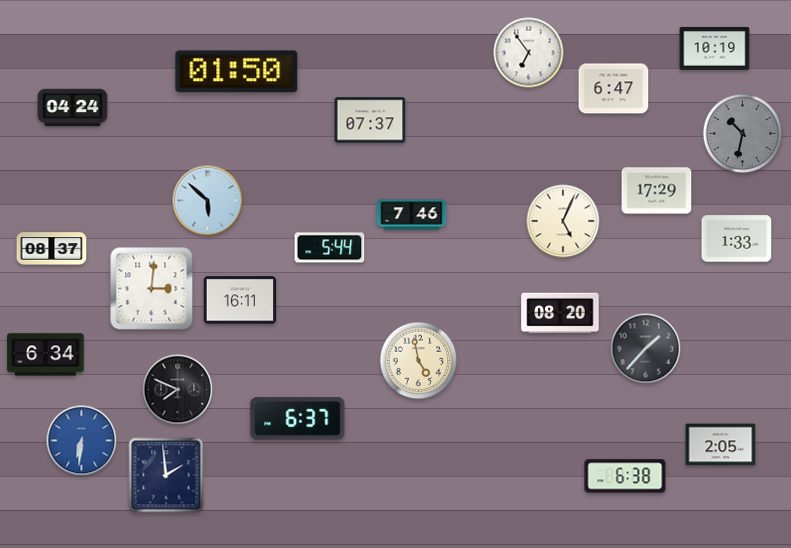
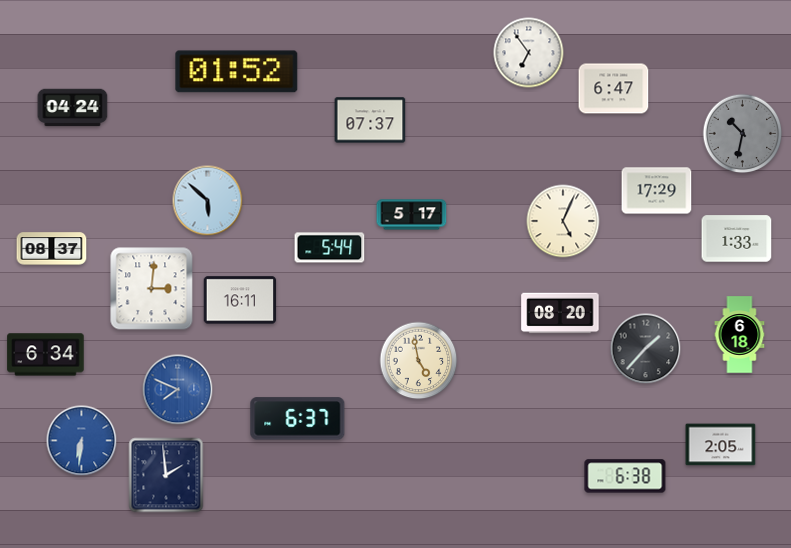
clock at (715, 48): 10:19 -> none
clock at (237, 72): 01:50 -> 01:52
clock at (412, 215): 7:46 -> 5:17
clock at (740, 335): none -> 6:18
clock at (178, 390) dial: black -> blue
